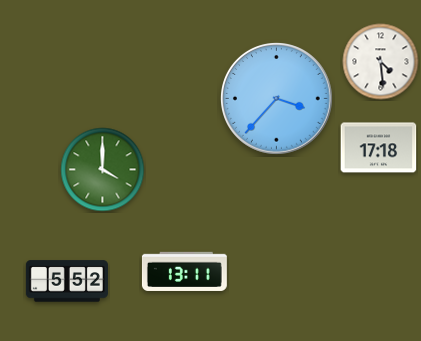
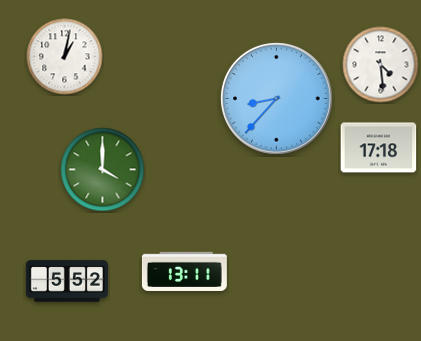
clock at (65, 57): none -> 1:02
clock at (381, 62) position: (381, 62) -> (381, 65)
clock at (277, 99): 3:37 -> 8:37
